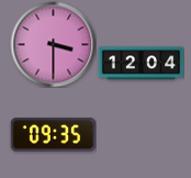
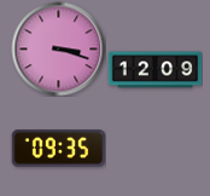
clock at (53, 44): 3:30 -> 3:18
clock at (141, 64): 12:04 -> 12:09
